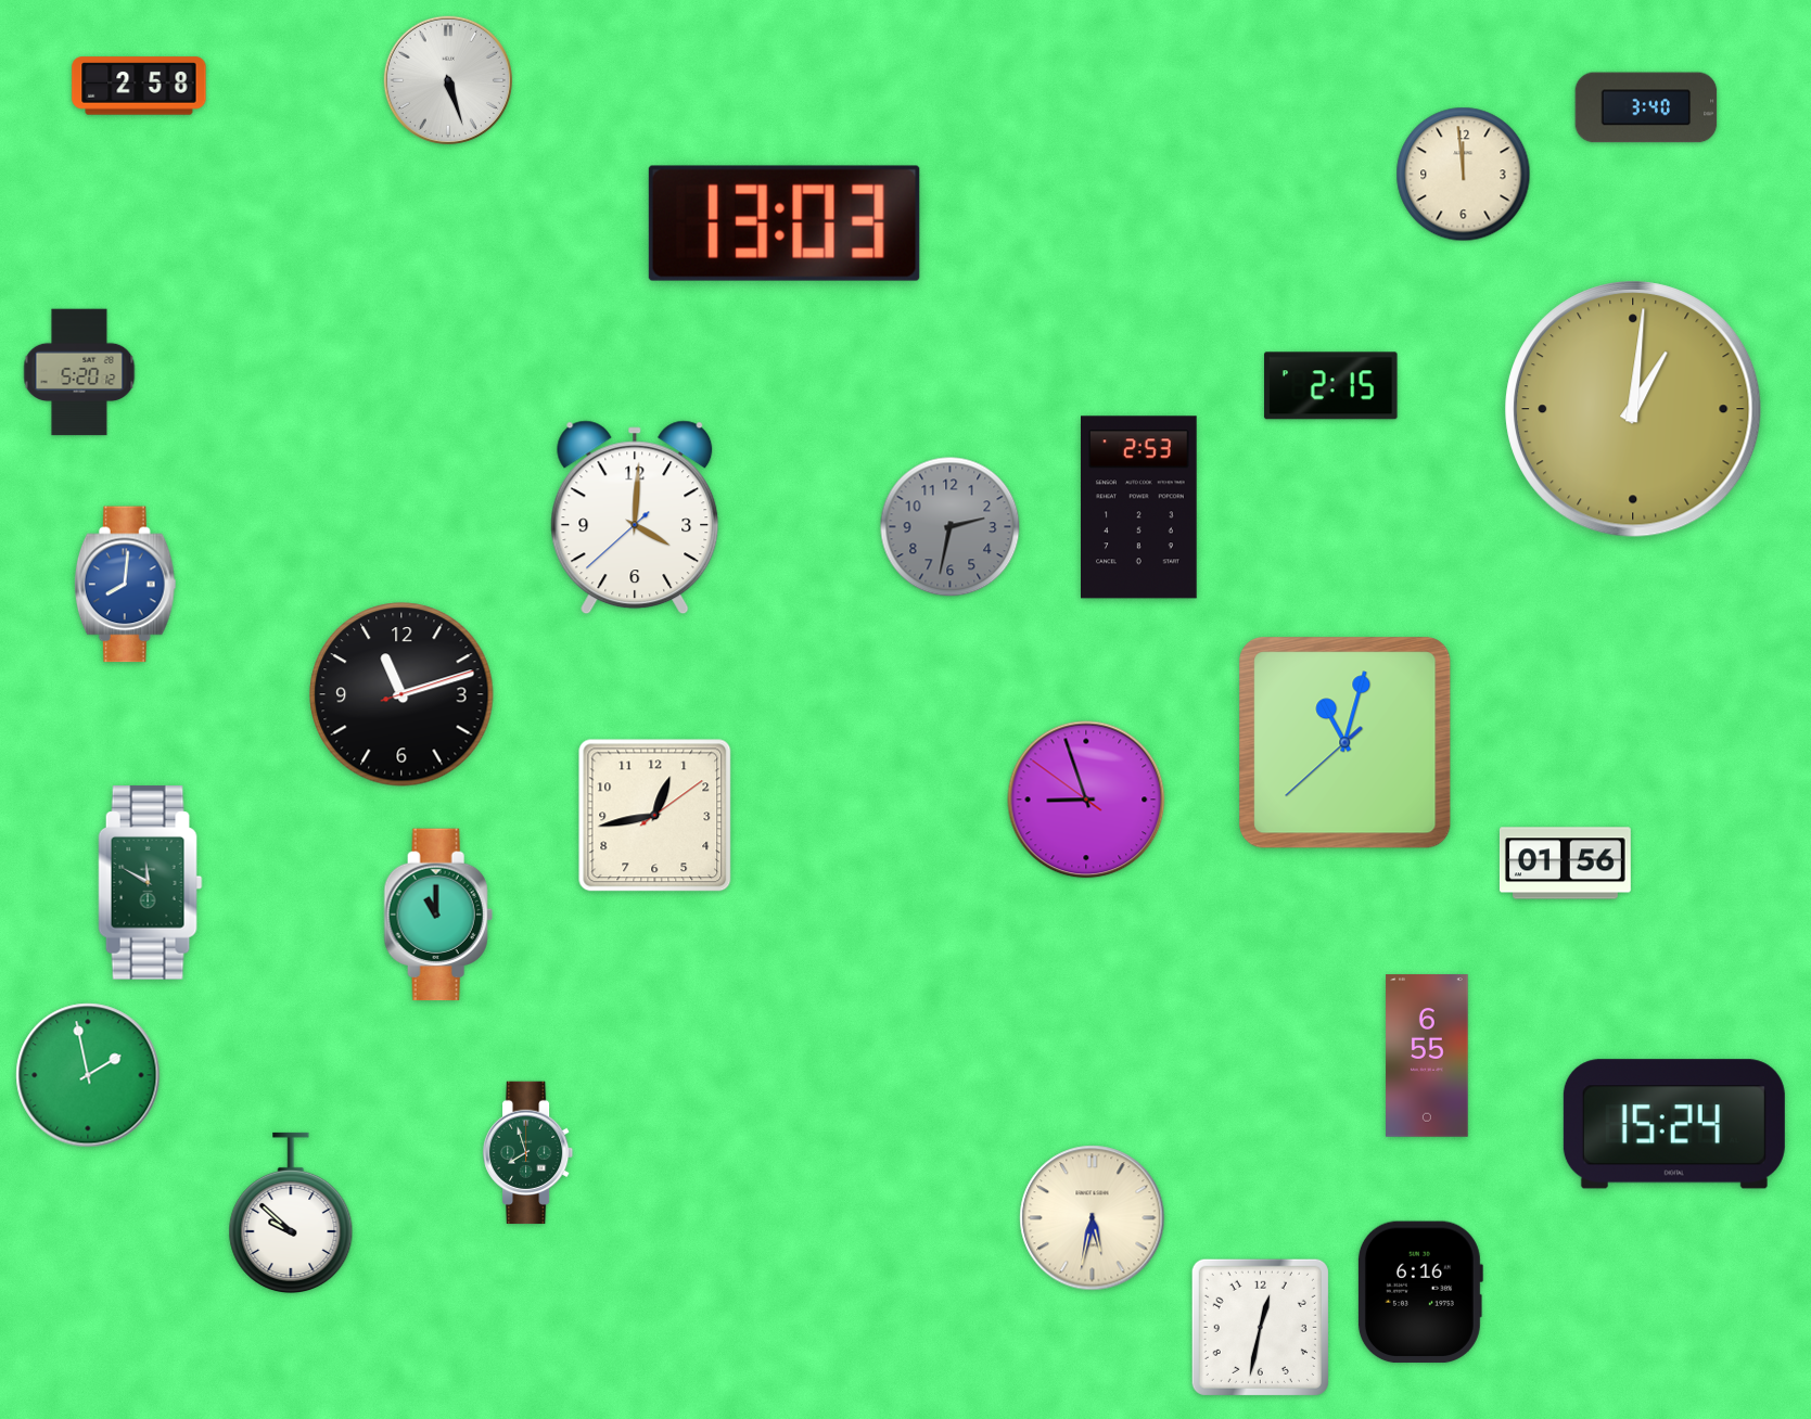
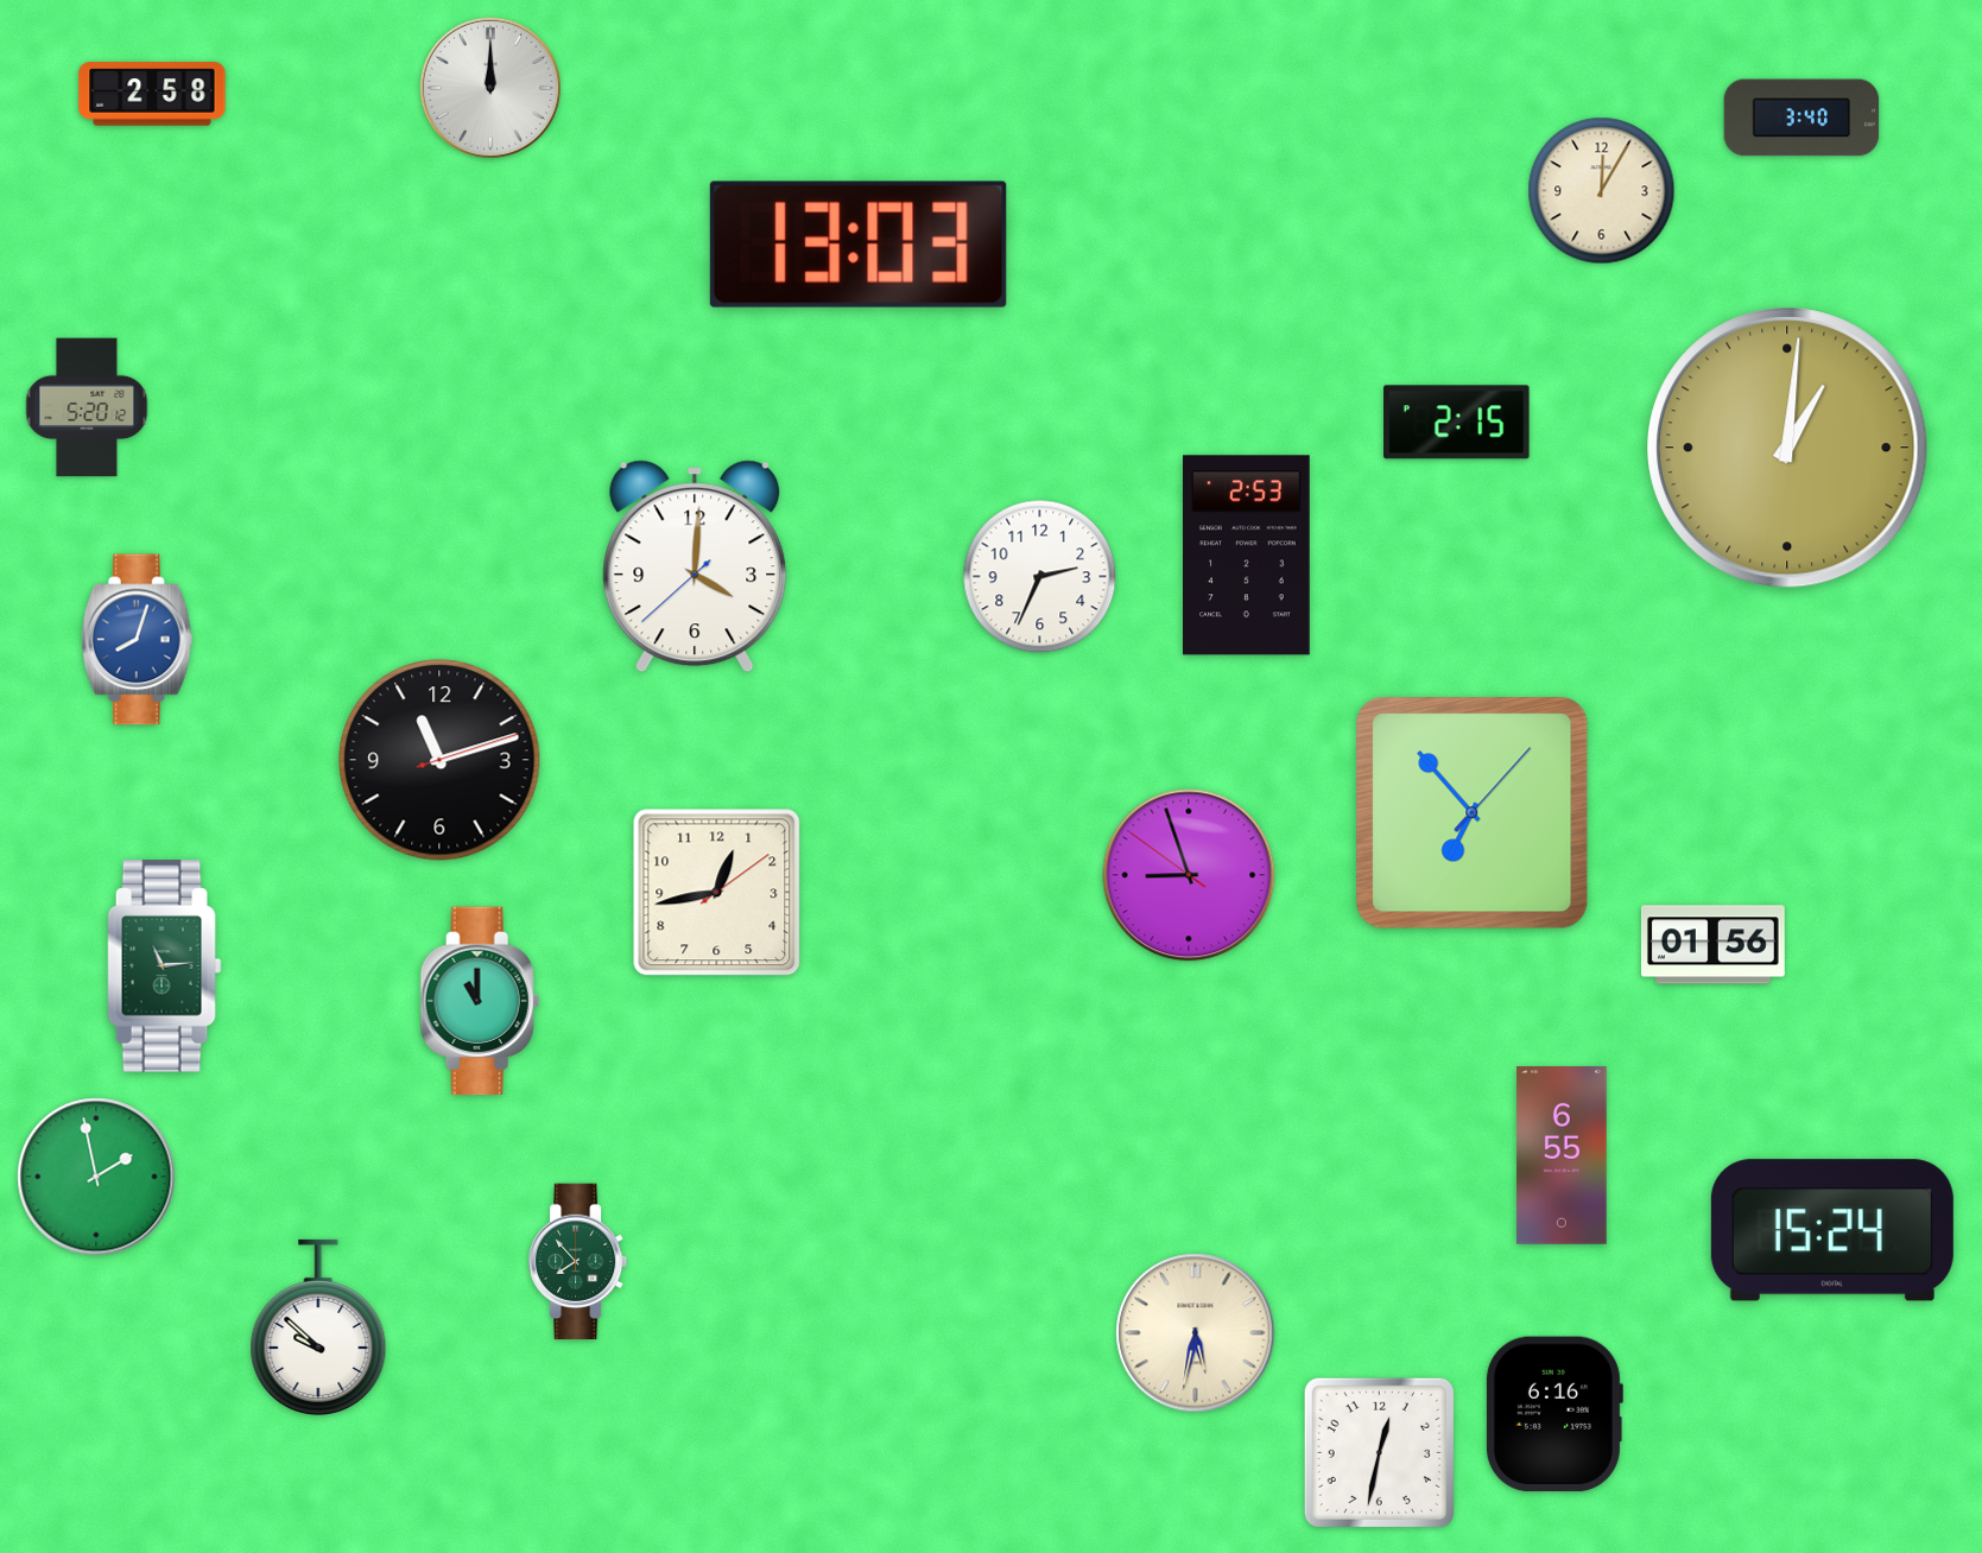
clock at (448, 80): 5:27 -> 12:00
clock at (1464, 175): 11:59 -> 12:05
clock at (951, 527): 2:32 -> 2:34
clock at (951, 527) dial: grey -> white
clock at (125, 585): 8:01 -> 8:03
clock at (1346, 743): 11:02 -> 6:53
clock at (151, 883): 11:50 -> 11:14
clock at (528, 1153): 7:57 -> 7:53
